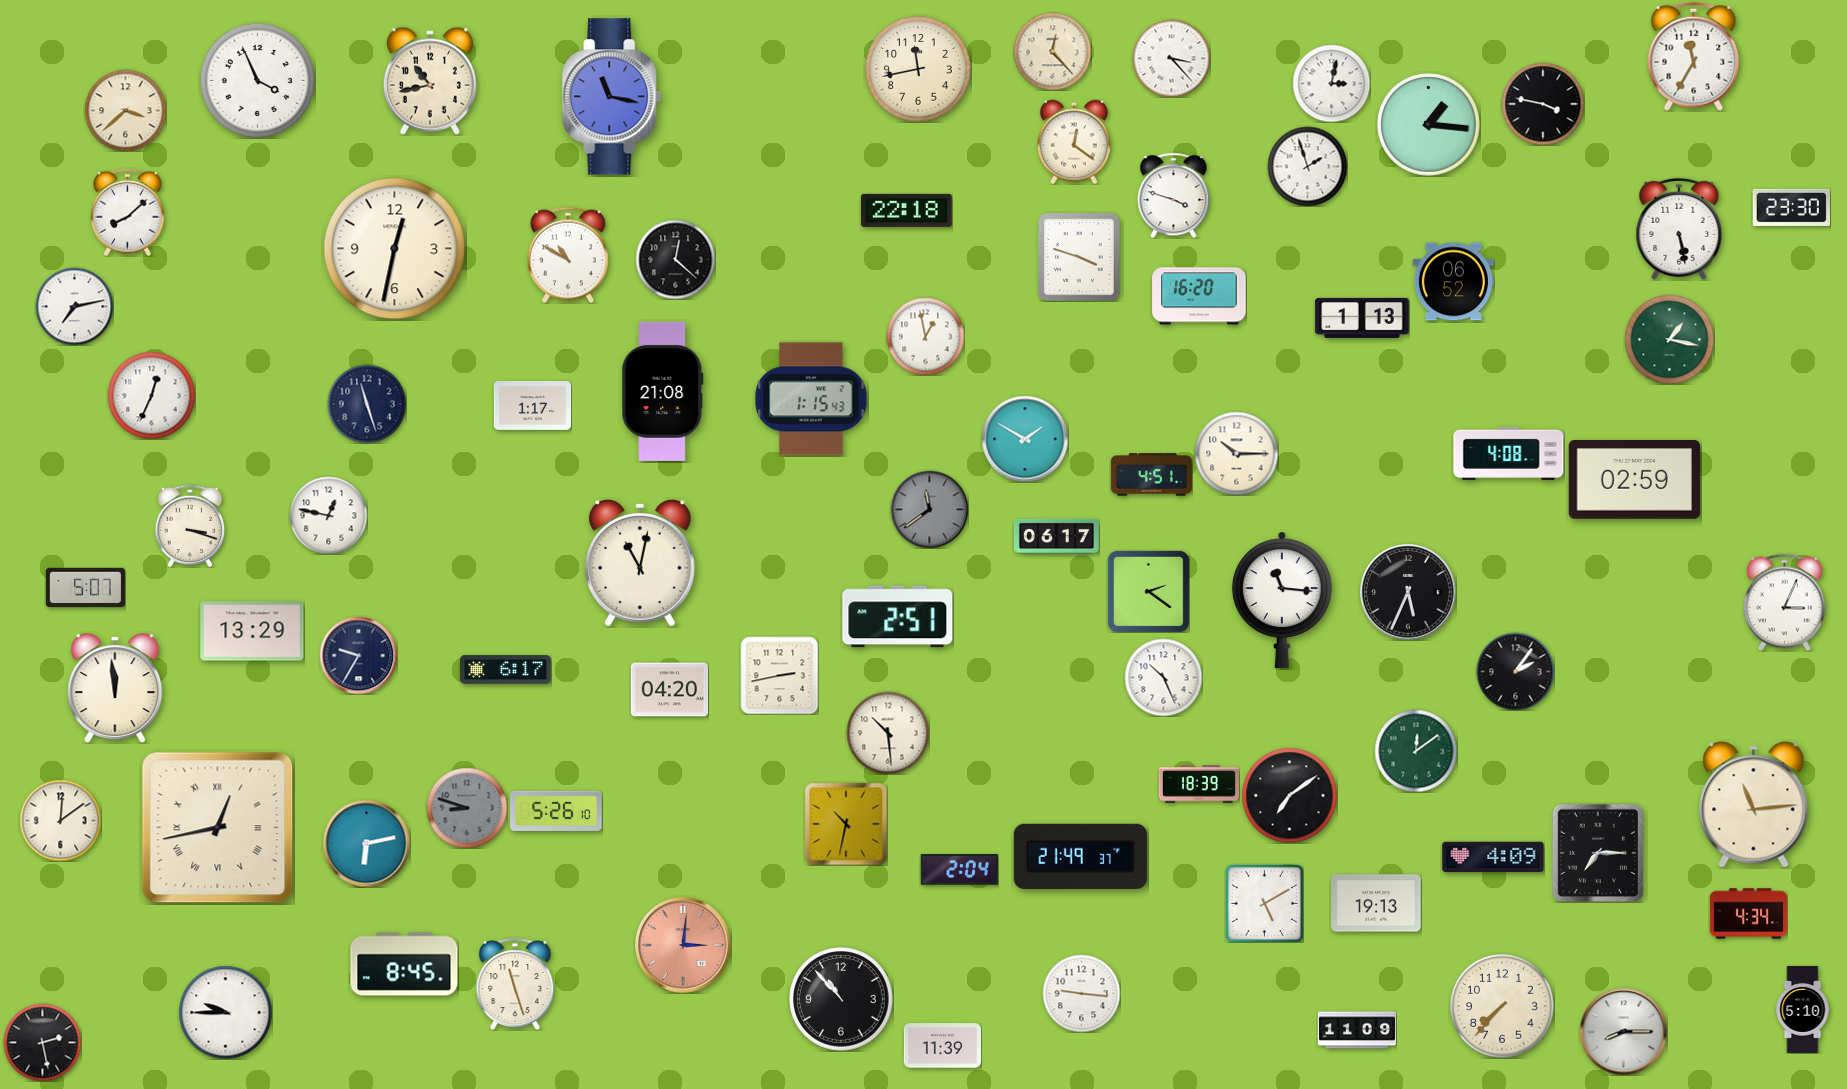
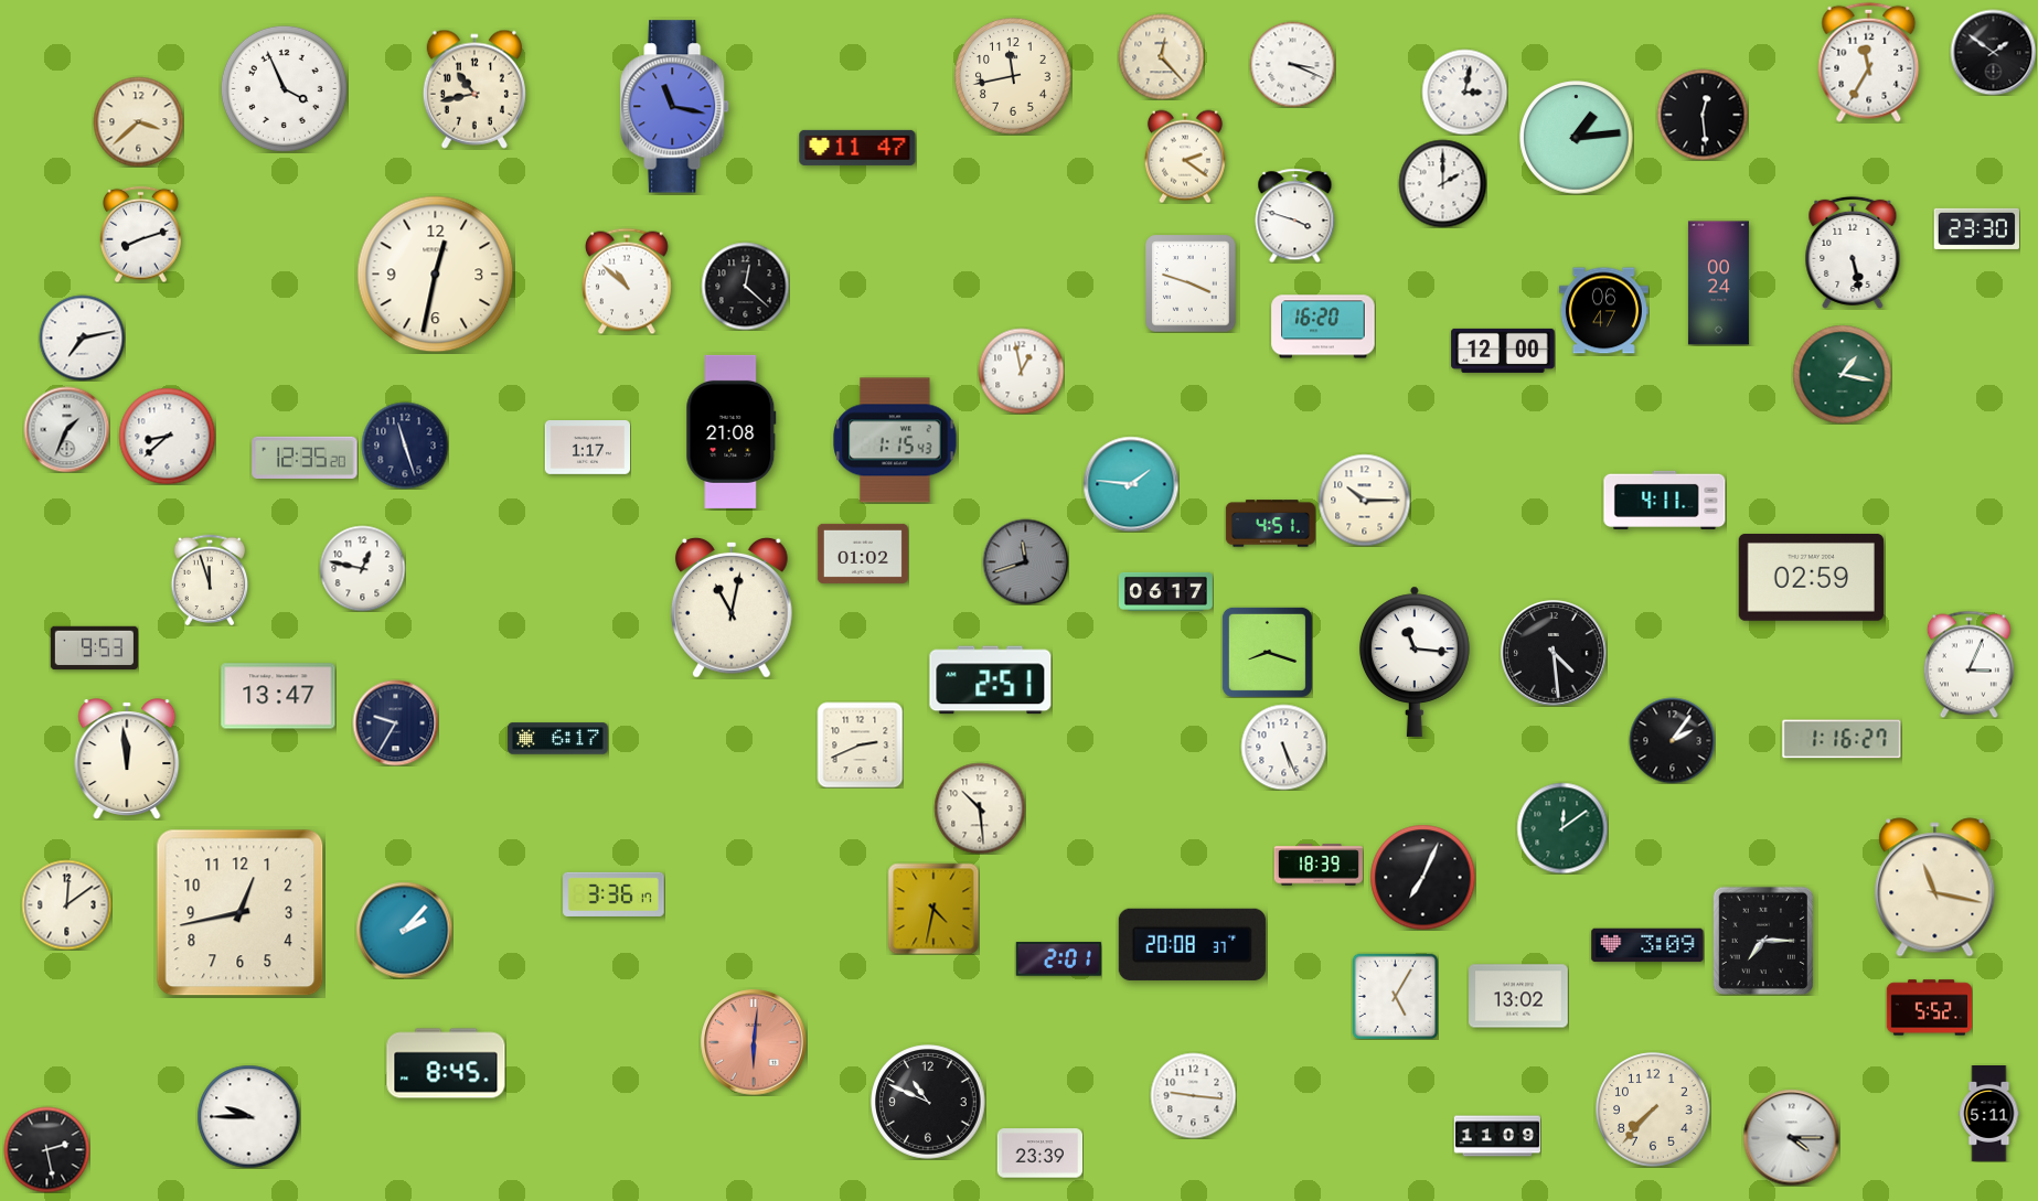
clock at (1993, 52): none -> 1:51
clock at (1171, 58): 3:23 -> 3:19
clock at (1331, 83) position: (1331, 83) -> (1464, 92)
clock at (1543, 104): 3:47 -> 12:29
clock at (1429, 125): 1:16 -> 1:14
clock at (857, 148): none -> 11:47
clock at (1074, 142): 12:21 -> 2:21
clock at (1307, 166): 1:57 -> 2:00
clock at (907, 210): 22:18 -> none
clock at (128, 212): 8:08 -> 8:12
clock at (569, 255): 10:50 -> 10:52
clock at (1718, 283): none -> 00:24
clock at (1453, 282): 06:52 -> 06:47
clock at (1362, 318): 1:13 -> 12:00
clock at (66, 429): none -> 1:34
clock at (151, 395): 12:34 -> 8:38
clock at (305, 458): none -> 12:35
clock at (1025, 439): 1:50 -> 1:46
clock at (1509, 453): 4:08 -> 4:11
clock at (1634, 480) position: (1634, 480) -> (1811, 578)
clock at (863, 554): none -> 01:02
clock at (929, 509): 11:39 -> 11:42
clock at (190, 526): 3:18 -> 11:57
clock at (641, 564) position: (641, 564) -> (733, 609)
clock at (85, 588): 5:07 -> 9:53
clock at (1148, 591): 2:21 -> 8:18
clock at (1408, 592): 5:34 -> 4:29
clock at (252, 631): 13:29 -> 13:47
clock at (1842, 739): none -> 1:16
clock at (779, 675): 2:43 -> 2:41
clock at (1163, 677): 10:26 -> 5:26
clock at (669, 690): 04:20 -> none
clock at (1199, 784) position: (1199, 784) -> (1319, 865)
clock at (1289, 795): 7:09 -> 7:04
clock at (1754, 805): 11:14 -> 11:17
clock at (467, 808): 8:48 -> none
clock at (556, 811): 5:26 -> 3:36
clock at (846, 824): 10:32 -> 4:32
clock at (218, 828) numerals: Roman -> Arabic
clock at (366, 843): 6:13 -> 2:07
clock at (1080, 856): 21:49 -> 20:08
clock at (1493, 857): 4:09 -> 3:09
clock at (959, 870): 2:04 -> 2:01
clock at (1264, 903): 5:10 -> 5:05
clock at (1376, 903): 19:13 -> 13:02
clock at (1748, 914): 4:34 -> 5:52
clock at (683, 945): 3:01 -> 6:01
clock at (515, 983): 11:27 -> none
clock at (841, 999): 10:53 -> 10:49
clock at (1502, 1006) position: (1502, 1006) -> (1653, 1109)
clock at (1803, 1010): 5:10 -> 5:11
clock at (1623, 1031): 8:15 -> 4:15
clock at (942, 1046): 11:39 -> 23:39
